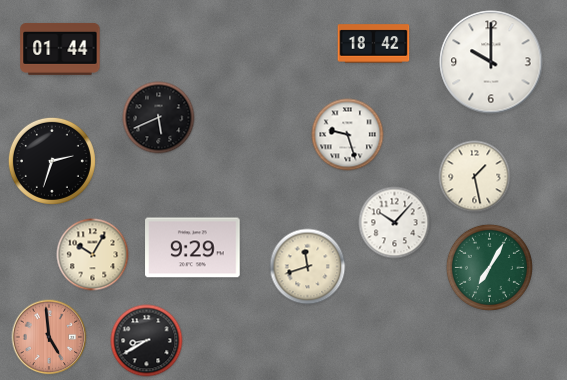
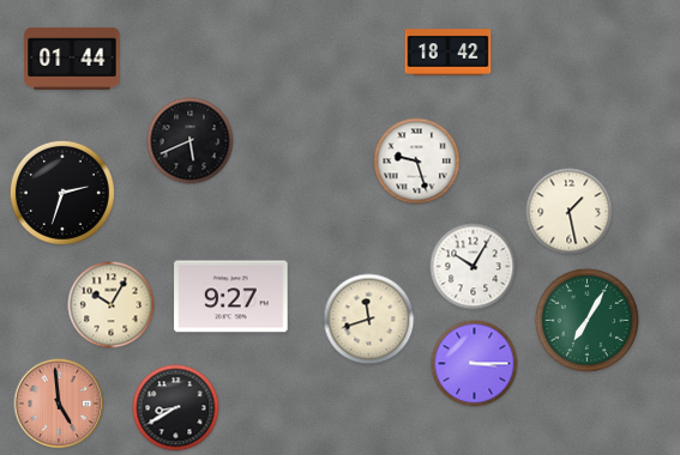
clock at (491, 62): 10:00 -> none
clock at (395, 223): 10:07 -> 10:05
clock at (193, 248): 9:29 -> 9:27
clock at (475, 364): none -> 3:15
